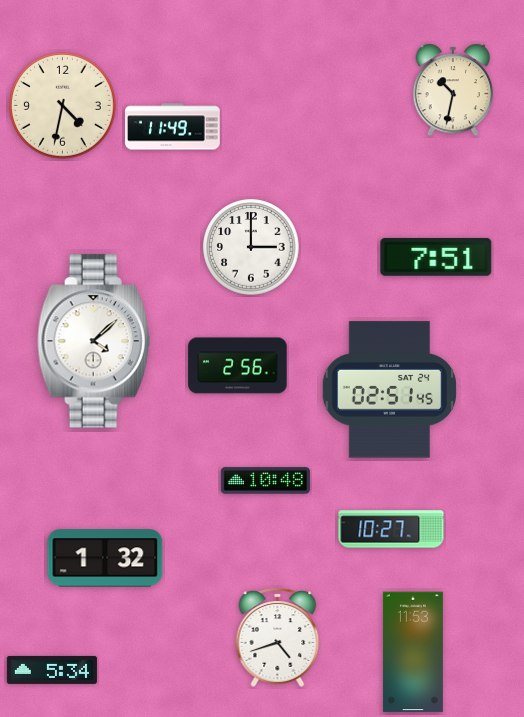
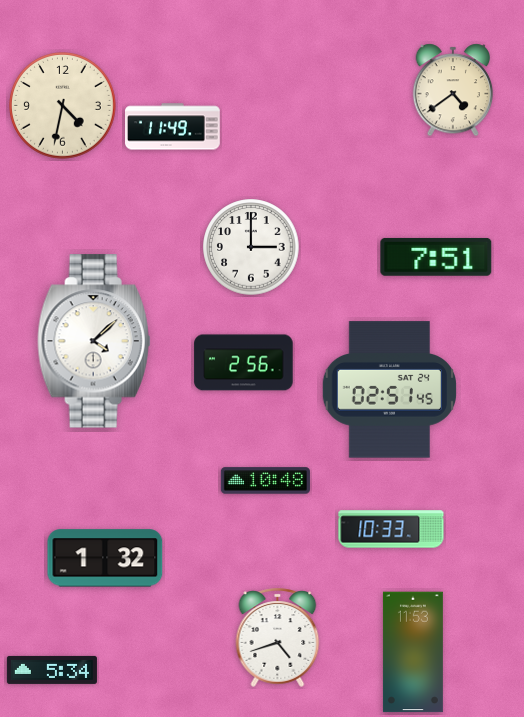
clock at (453, 90): 10:32 -> 4:39
clock at (238, 366) position: (238, 366) -> (244, 363)
clock at (391, 529): 10:27 -> 10:33
